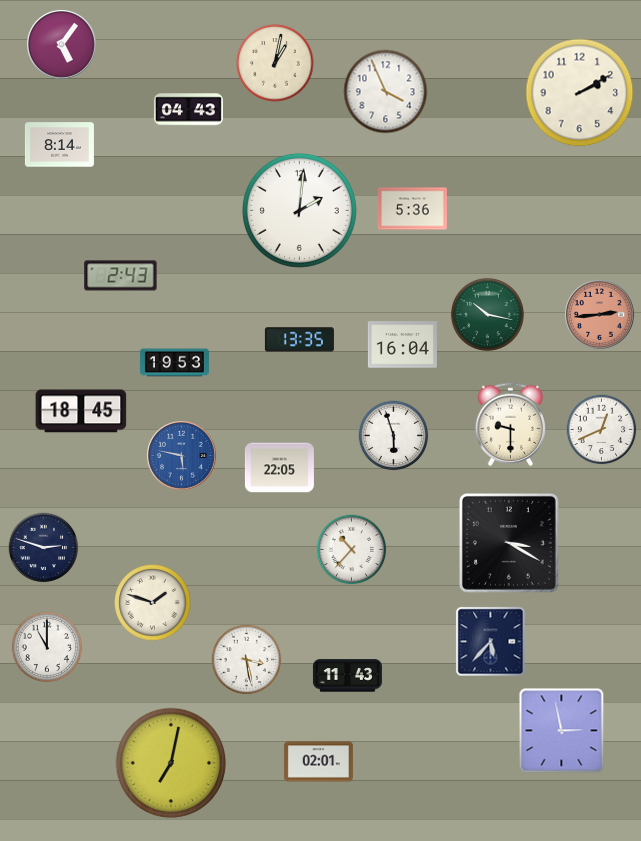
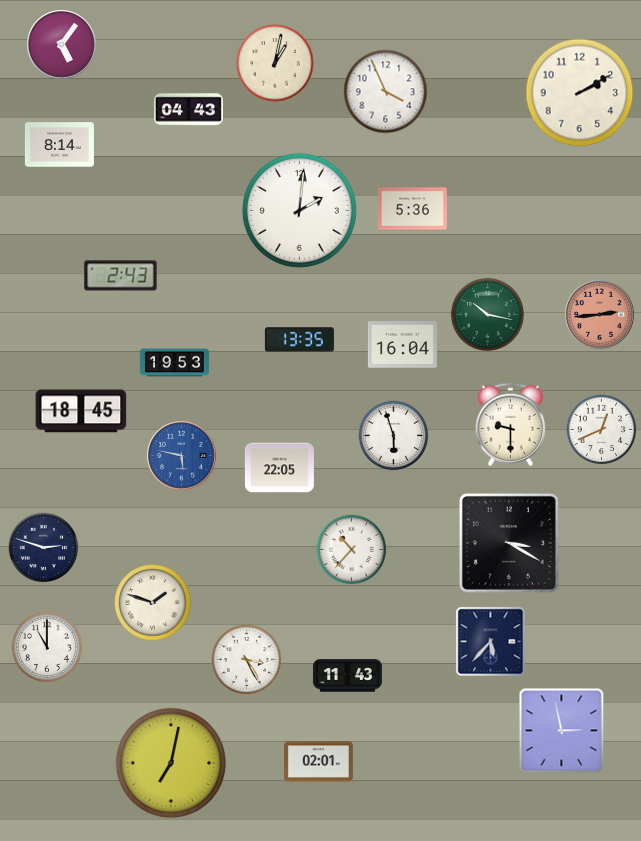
clock at (247, 660): 3:28 -> 3:25
